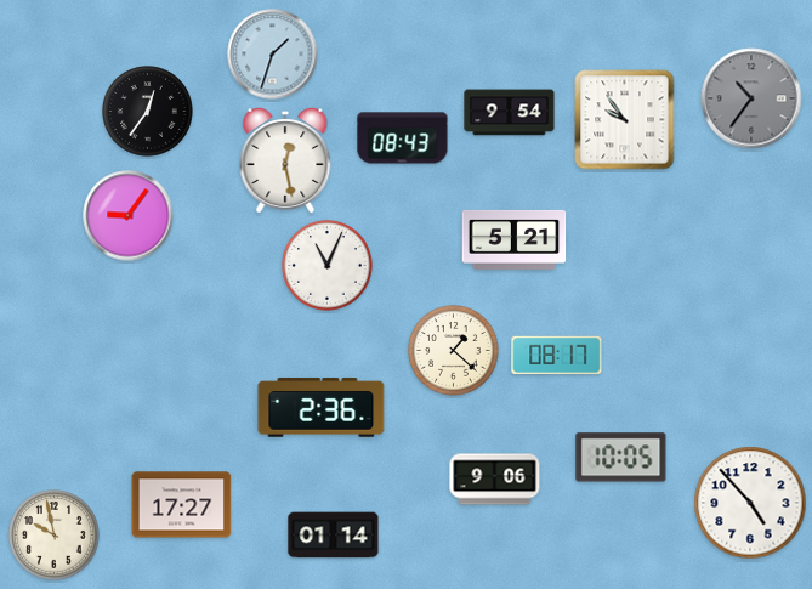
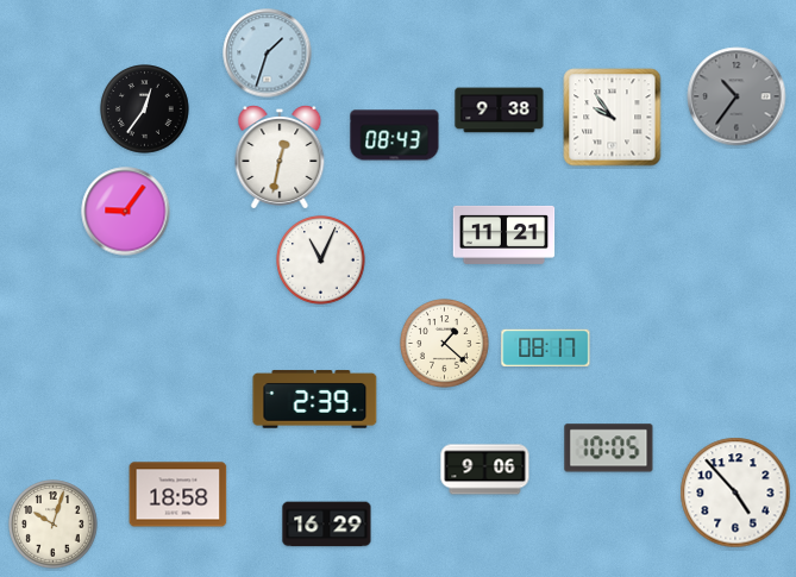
clock at (510, 113): 9:54 -> 9:38
clock at (285, 162): 12:28 -> 12:32
clock at (515, 239): 5:21 -> 11:21
clock at (322, 408): 2:36 -> 2:39
clock at (182, 505): 17:27 -> 18:58
clock at (55, 536): 9:58 -> 10:03
clock at (334, 536): 01:14 -> 16:29
